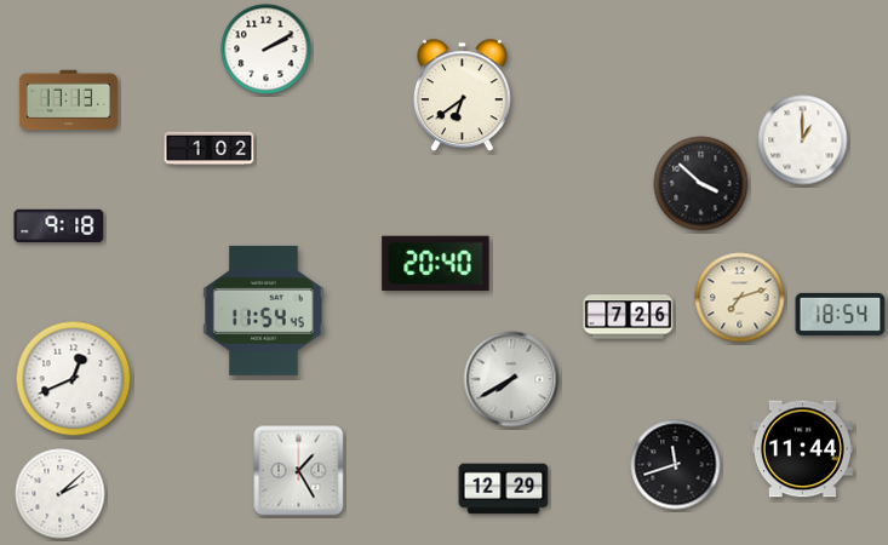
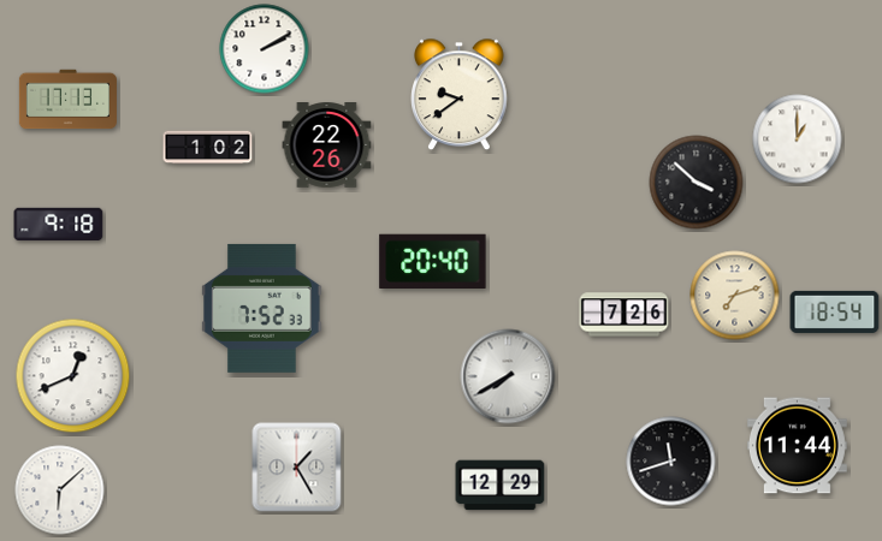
clock at (463, 96): 6:39 -> 9:39
clock at (327, 145): none -> 22:26
clock at (264, 310): 11:54 -> 7:52
clock at (61, 494): 2:08 -> 6:08
